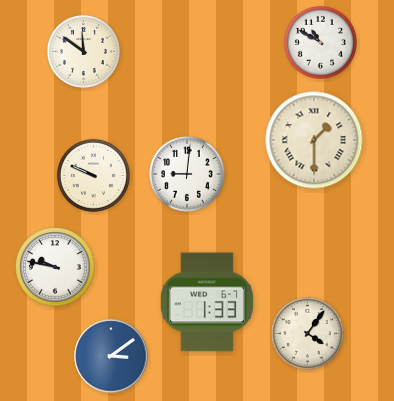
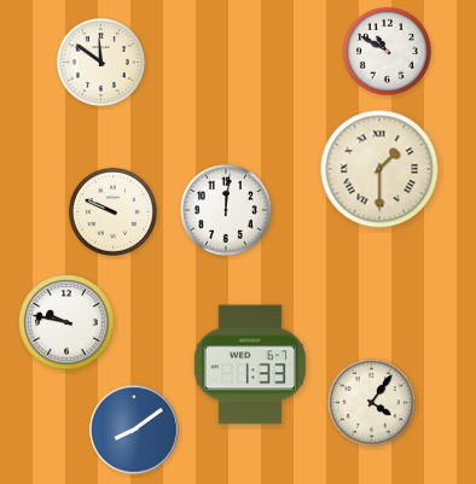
clock at (188, 175): 9:01 -> 12:01
clock at (111, 356): 3:09 -> 8:09
